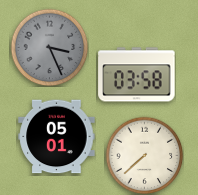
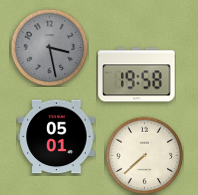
clock at (49, 47): 3:26 -> 3:28
clock at (137, 75): 03:58 -> 19:58
